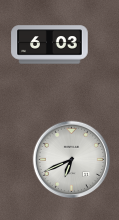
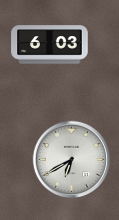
clock at (71, 159): 6:41 -> 6:40
